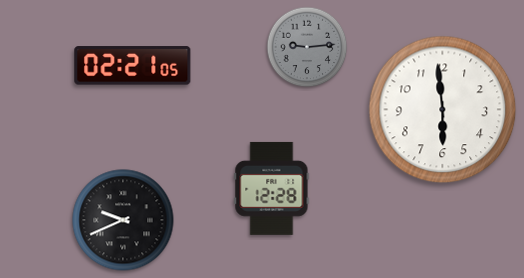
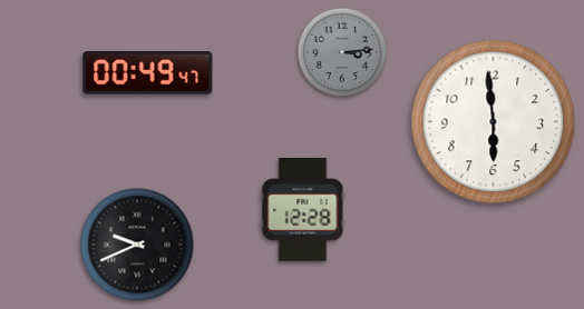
clock at (307, 47): 9:14 -> 3:14
clock at (133, 66): 02:21 -> 00:49
